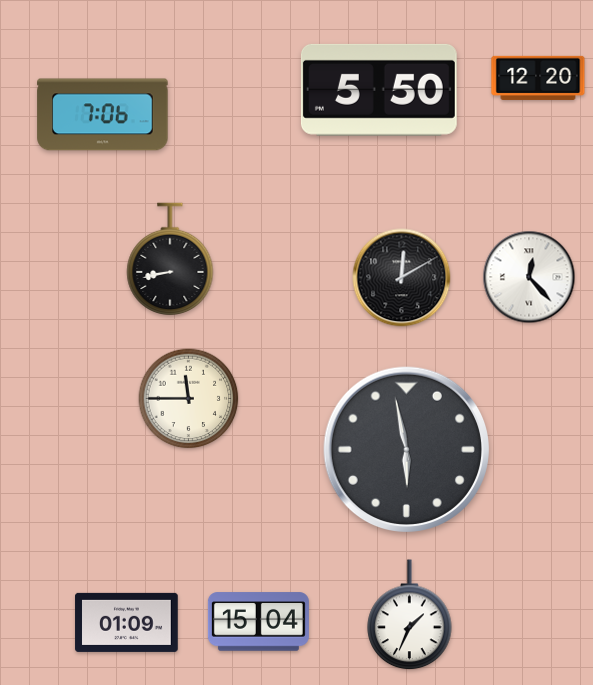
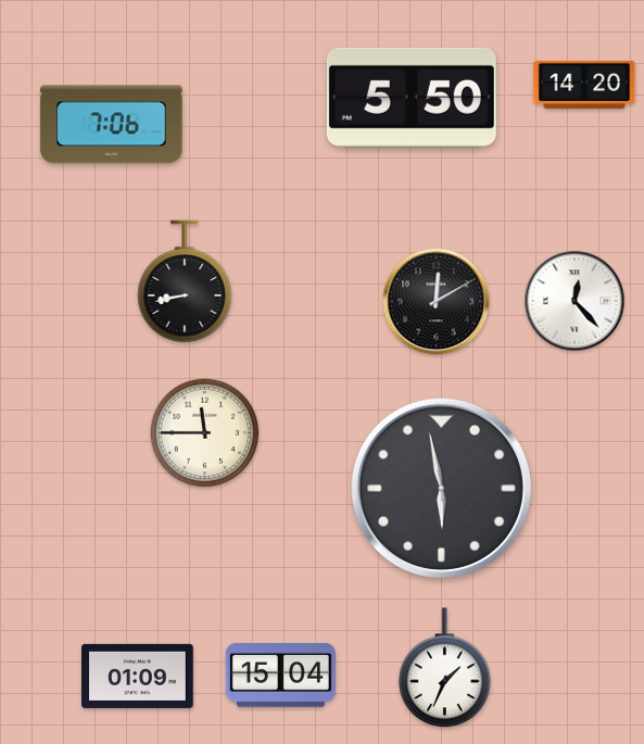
clock at (538, 78): 12:20 -> 14:20
